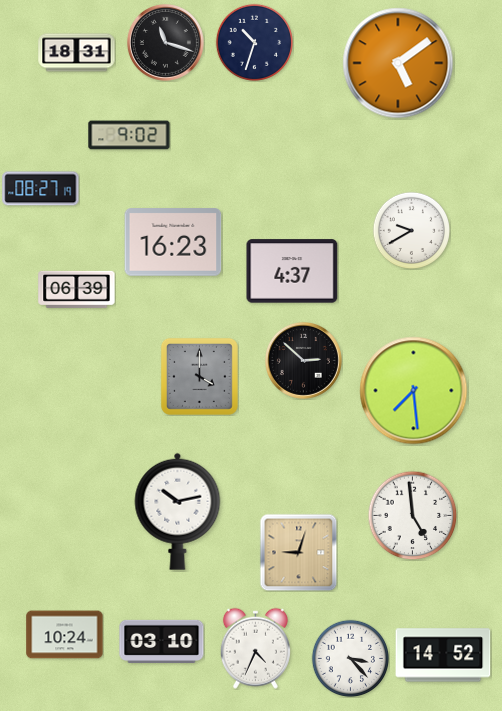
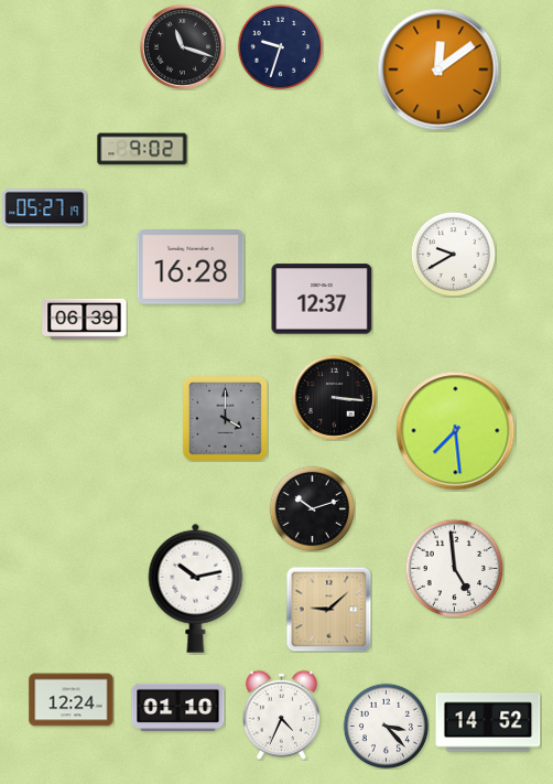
clock at (254, 42): 10:33 -> 9:33
clock at (77, 53): 18:31 -> none
clock at (398, 63): 5:09 -> 12:09
clock at (41, 189): 08:27 -> 05:27
clock at (173, 242): 16:23 -> 16:28
clock at (292, 271): 4:37 -> 12:37
clock at (303, 360): 2:52 -> 3:16
clock at (199, 376) position: (199, 376) -> (225, 418)
clock at (312, 508): none -> 10:12
clock at (178, 511) position: (178, 511) -> (196, 588)
clock at (298, 552): 9:03 -> 9:08
clock at (65, 635): 10:24 -> 12:24
clock at (162, 641): 03:10 -> 01:10
